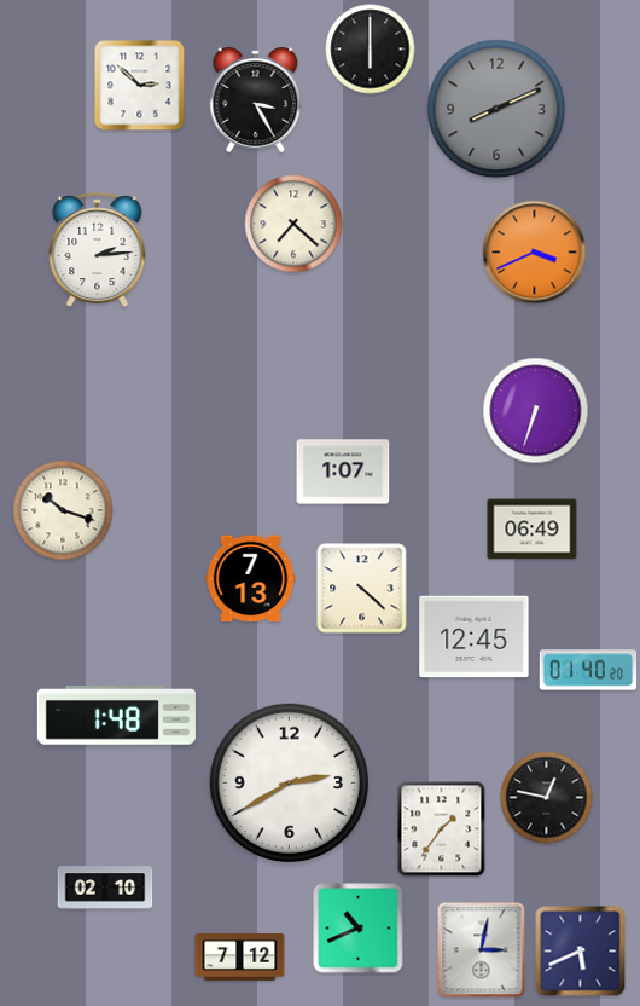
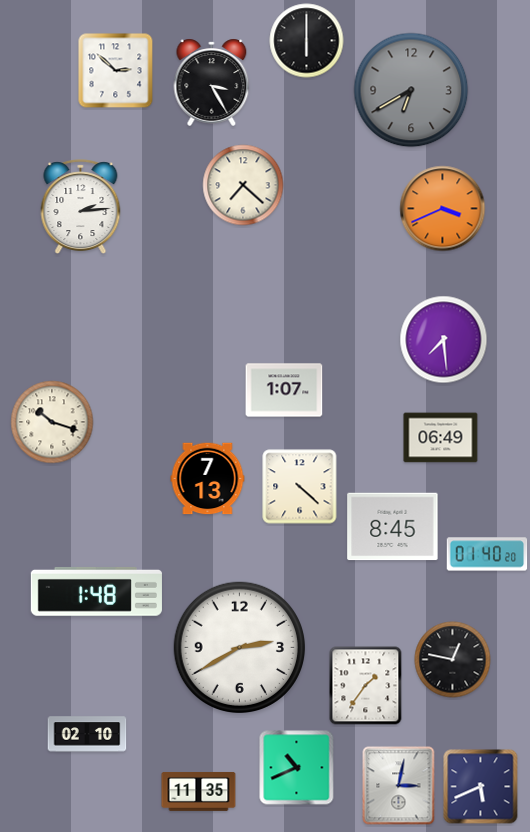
clock at (496, 109): 8:11 -> 6:40
clock at (536, 411): 6:33 -> 7:29
clock at (475, 637): 12:45 -> 8:45
clock at (240, 956): 7:12 -> 11:35
